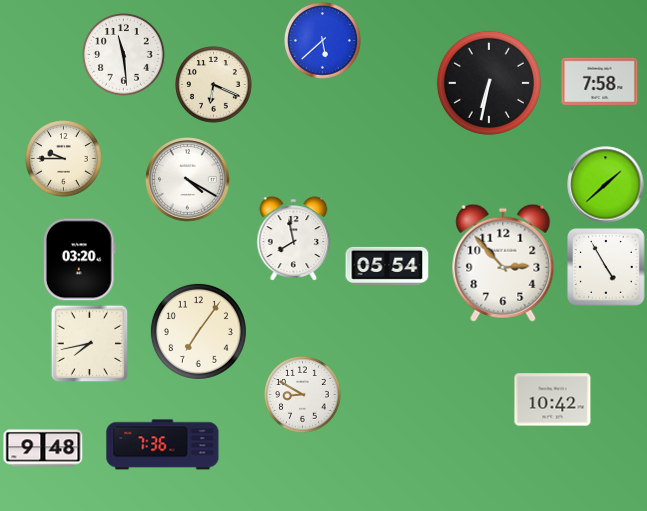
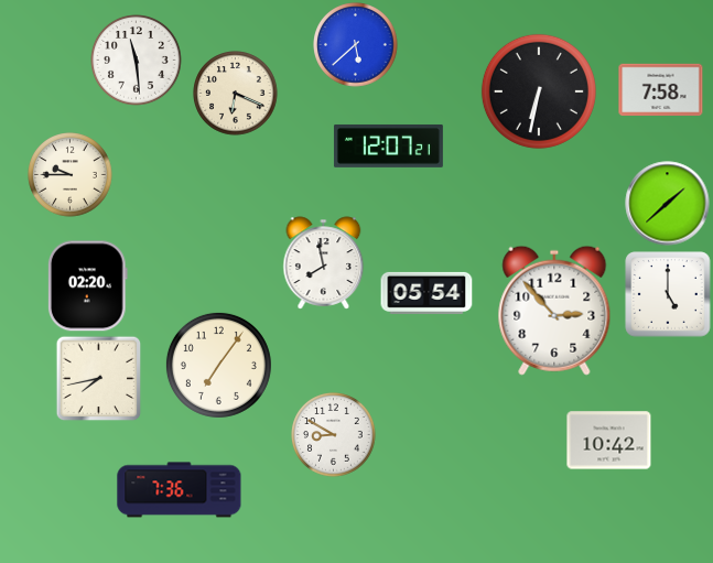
clock at (388, 145): none -> 12:07
clock at (188, 180): 4:20 -> none
clock at (79, 260): 03:20 -> 02:20
clock at (503, 263) position: (503, 263) -> (554, 311)
clock at (606, 267): 4:55 -> 5:00
clock at (43, 448): 9:48 -> none
